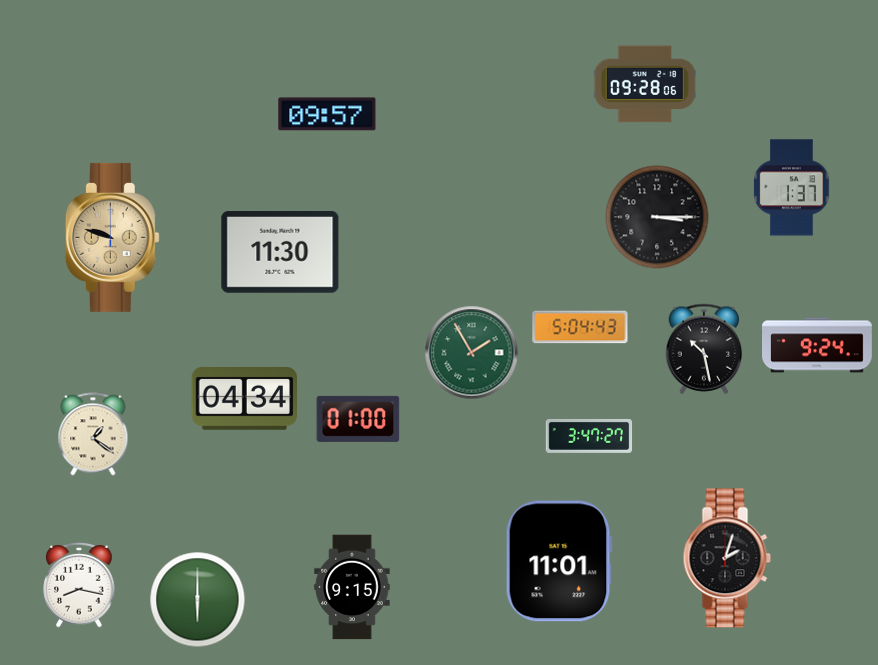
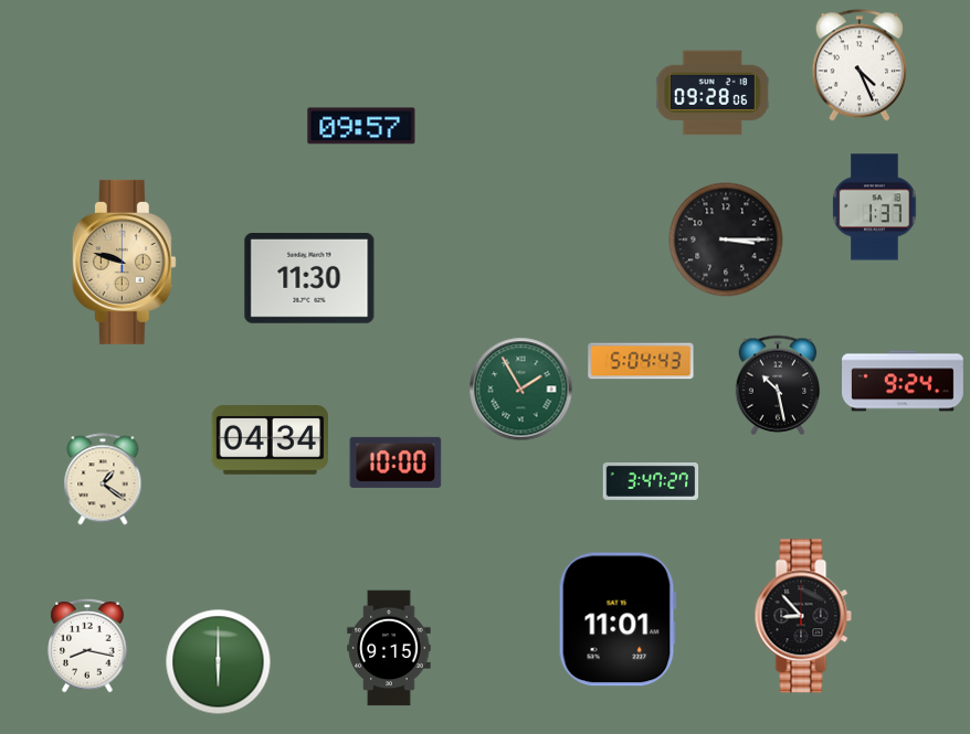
clock at (858, 65): none -> 4:26
clock at (358, 419): 01:00 -> 10:00
clock at (727, 558): 2:03 -> 8:53
